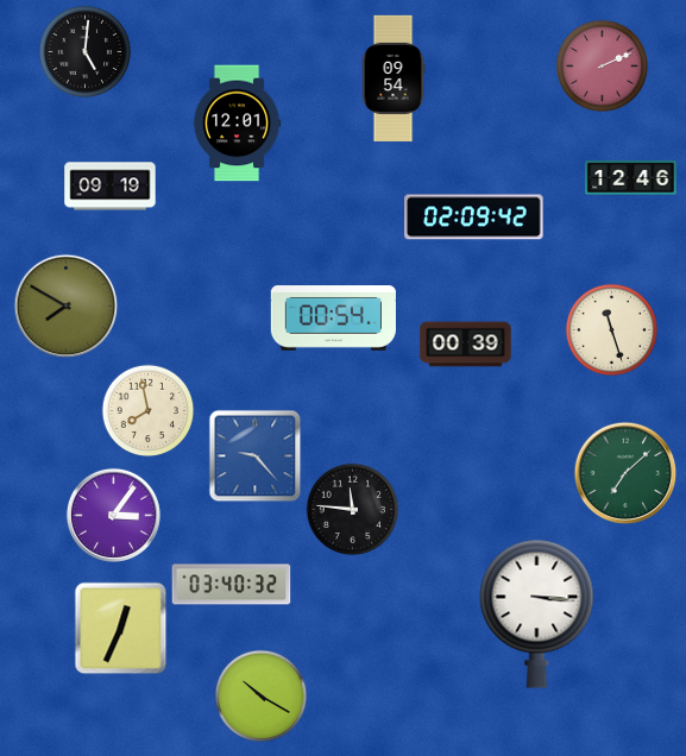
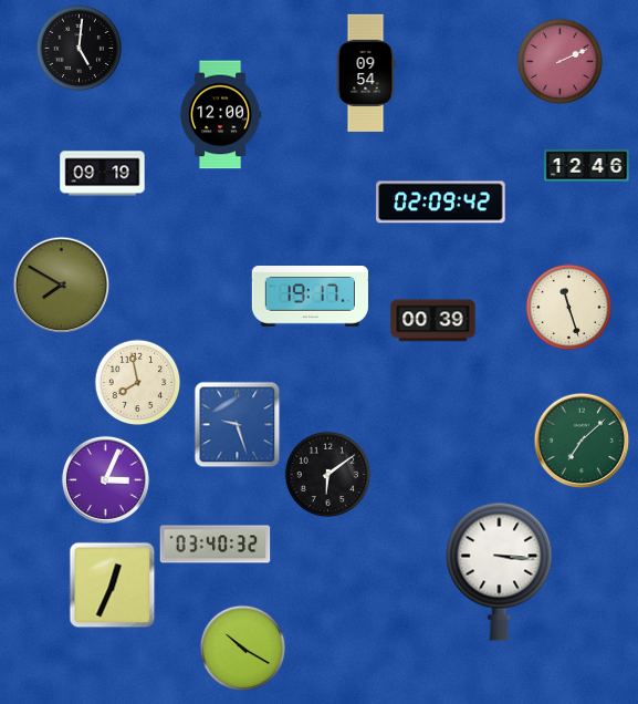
clock at (237, 124): 12:01 -> 12:00
clock at (333, 319): 00:54 -> 19:17
clock at (254, 455): 9:23 -> 9:27
clock at (352, 509): 11:46 -> 6:09
clock at (113, 515): 3:06 -> 3:04
